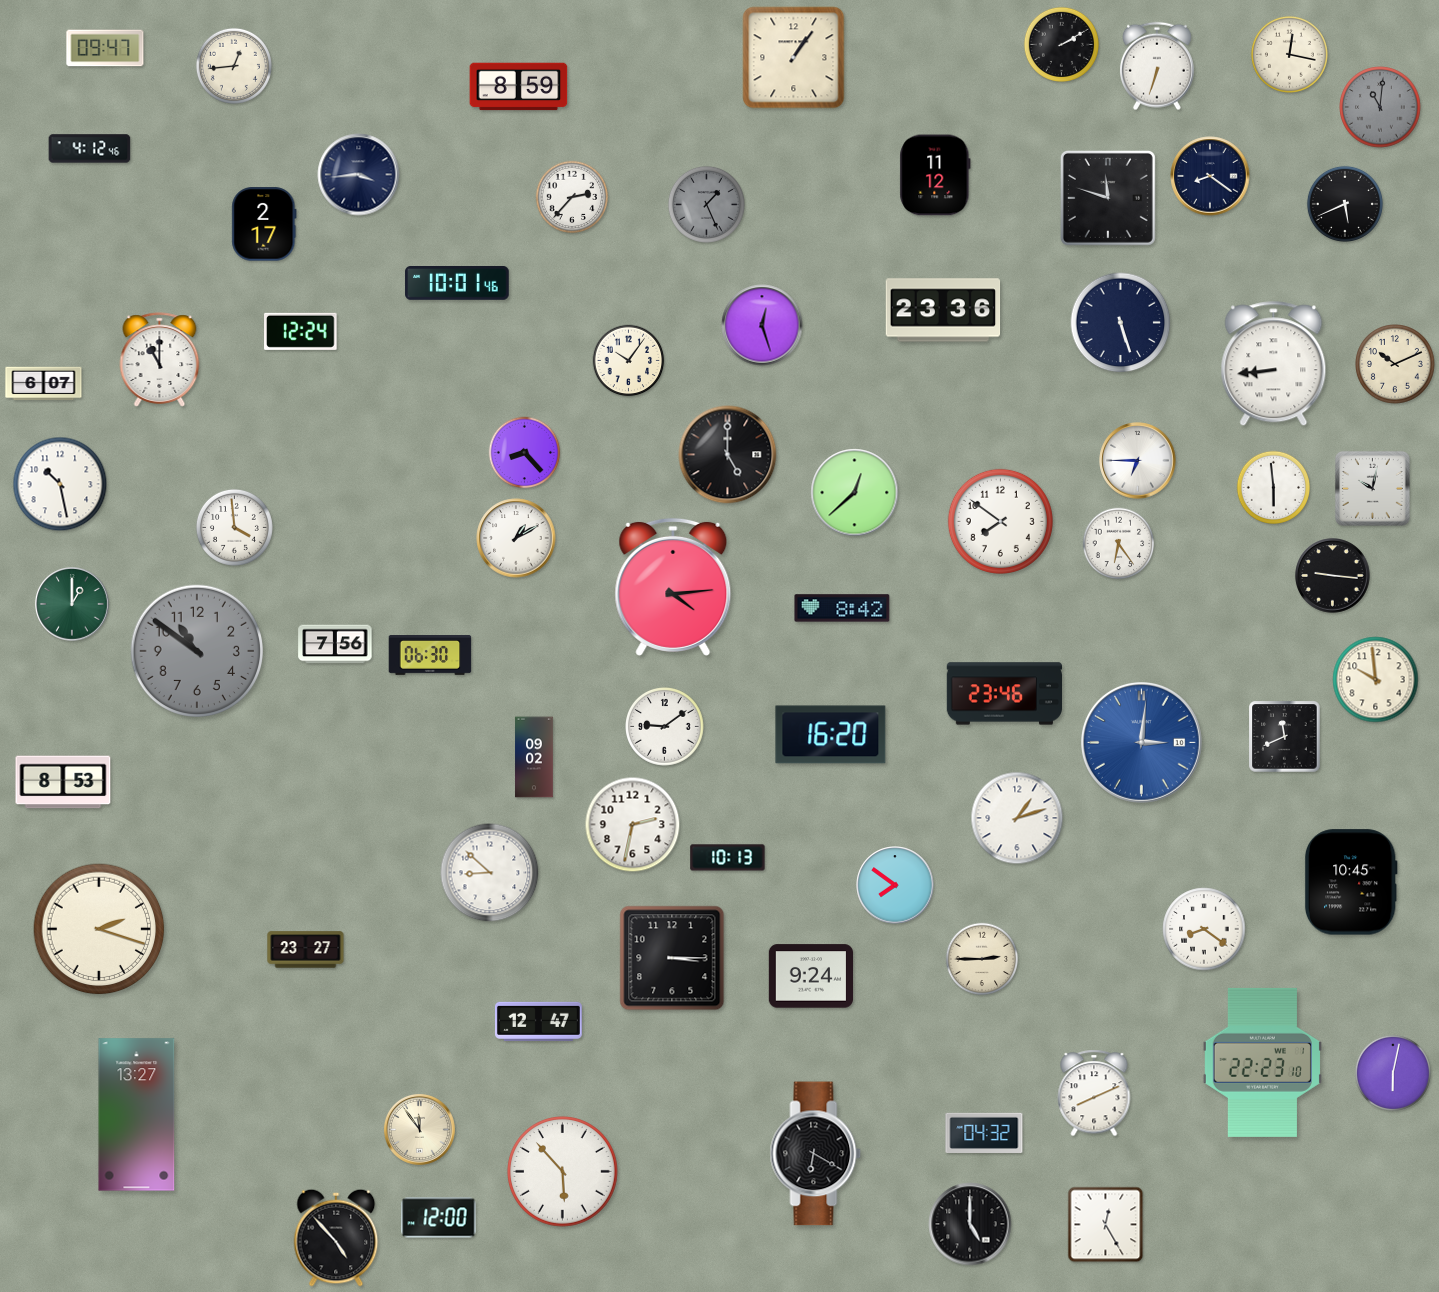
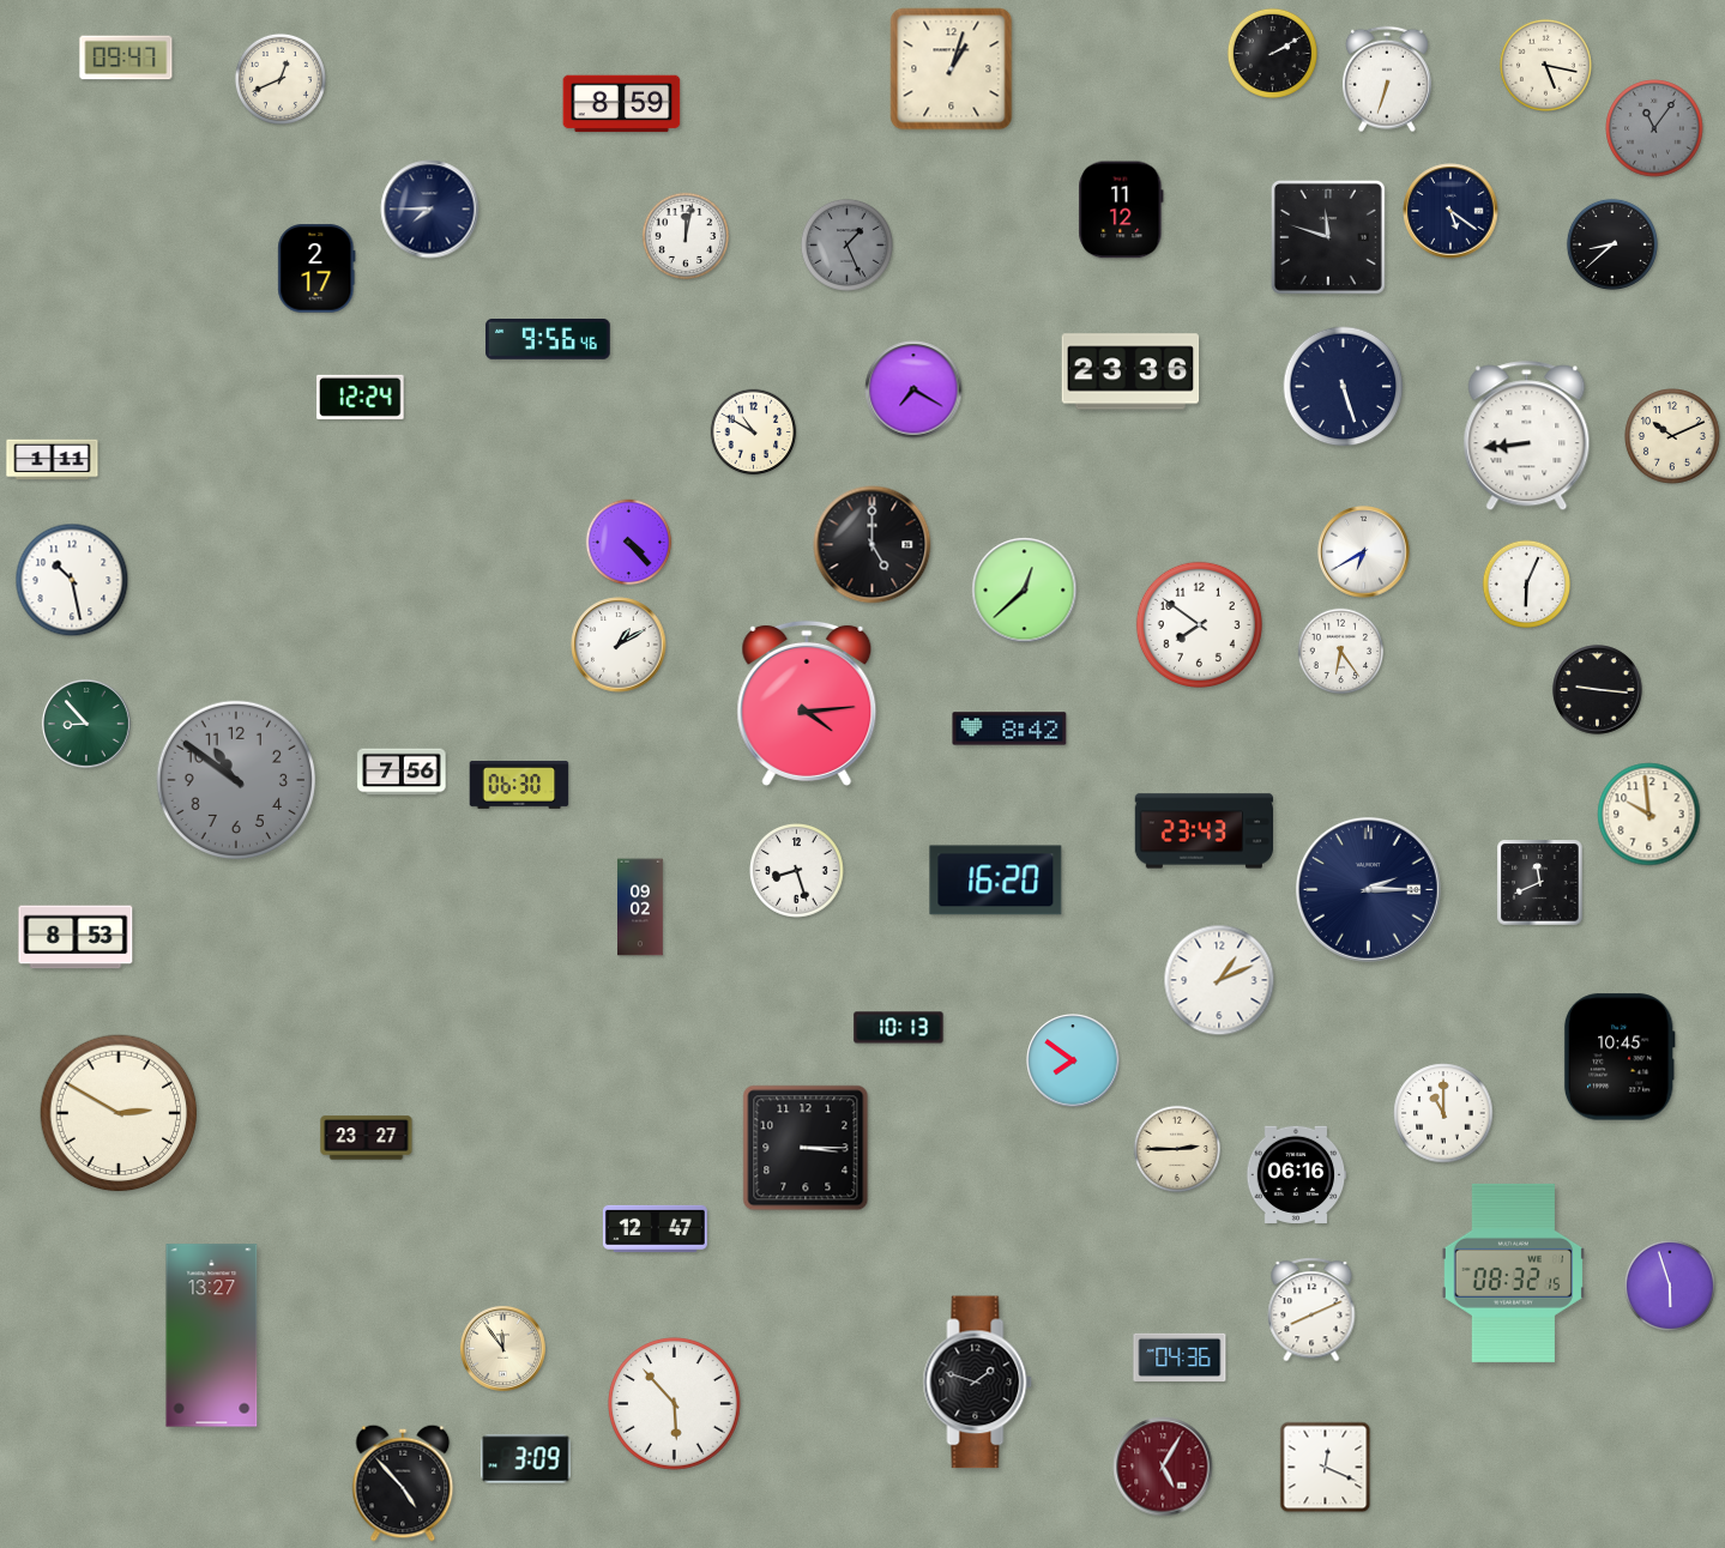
clock at (1289, 54): 12:17 -> 5:17
clock at (794, 58): 1:06 -> 1:03
clock at (234, 66): 12:44 -> 12:41
clock at (1380, 107): 11:01 -> 11:06
clock at (90, 149): 4:12 -> none
clock at (359, 175): 3:44 -> 7:45
clock at (1210, 176): 8:21 -> 5:21
clock at (572, 197): 2:37 -> 12:02
clock at (1345, 204): 5:41 -> 8:38
clock at (457, 284): 10:01 -> 9:56
clock at (762, 325): 12:27 -> 7:20
clock at (160, 360): 11:00 -> none
clock at (629, 361): 10:06 -> 10:50
clock at (44, 384): 6:07 -> 1:11
clock at (525, 453): 8:23 -> 4:23
clock at (1138, 461): 6:45 -> 6:40
clock at (1274, 488): 5:59 -> 6:04
clock at (1372, 488): 10:02 -> none
clock at (234, 527): 3:59 -> none
clock at (72, 604): 1:00 -> 8:53
clock at (430, 656) position: (430, 656) -> (519, 786)
clock at (1004, 694): 23:46 -> 23:43
clock at (665, 727): 9:09 -> 8:27
clock at (1142, 743): 3:01 -> 2:15
clock at (1142, 743) dial: blue -> navy
clock at (1017, 818): 1:12 -> 1:11
clock at (633, 825): 2:32 -> none
clock at (728, 858) position: (728, 858) -> (899, 1028)
clock at (490, 873): 8:52 -> none
clock at (99, 929): 2:18 -> 2:50
clock at (1204, 929): 8:21 -> 11:00
clock at (810, 976): 9:24 -> none
clock at (1296, 1174): none -> 06:16
clock at (538, 1021) position: (538, 1021) -> (655, 1228)
clock at (1262, 1062): 22:23 -> 08:32
clock at (1393, 1073): 6:02 -> 5:57
clock at (137, 1115) position: (137, 1115) -> (212, 1336)
clock at (419, 1129) position: (419, 1129) -> (502, 1348)
clock at (984, 1132): 04:32 -> 04:36
clock at (816, 1154): 6:20 -> 1:48
clock at (439, 1218): 12:00 -> 3:09
clock at (970, 1224): 5:00 -> 5:05
clock at (970, 1224) dial: black -> burgundy
clock at (1106, 1225): 12:25 -> 12:19
